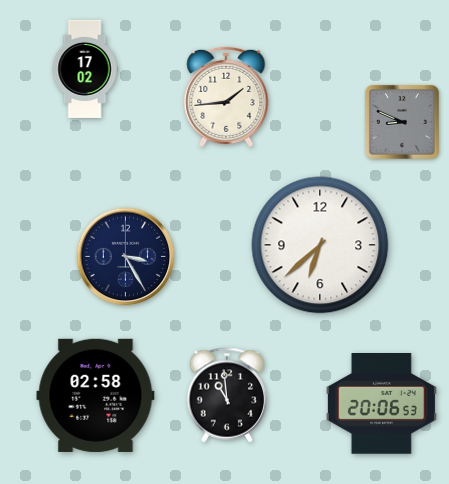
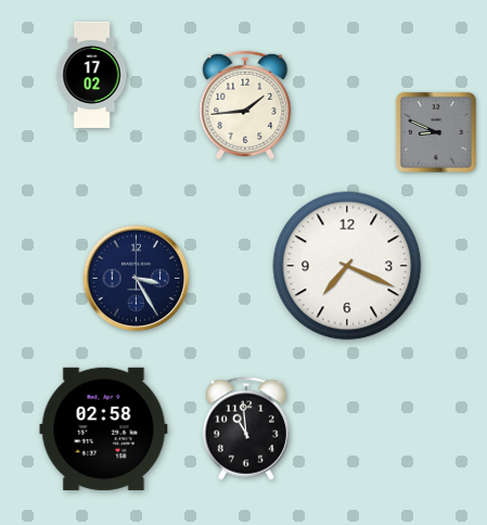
clock at (320, 245): 6:38 -> 7:19
clock at (381, 404): 20:06 -> none
